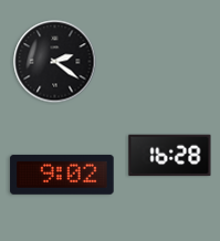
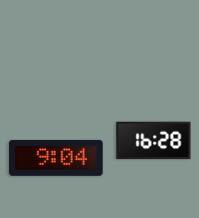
clock at (55, 62): 2:21 -> none
clock at (62, 175): 9:02 -> 9:04
